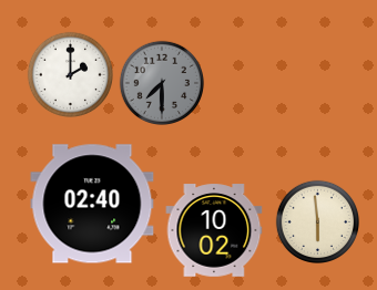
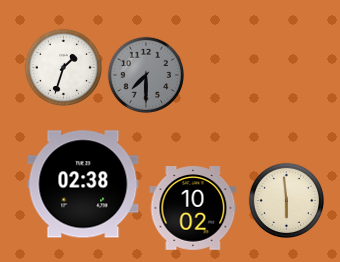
clock at (70, 74): 2:00 -> 1:33
clock at (92, 204): 02:40 -> 02:38
